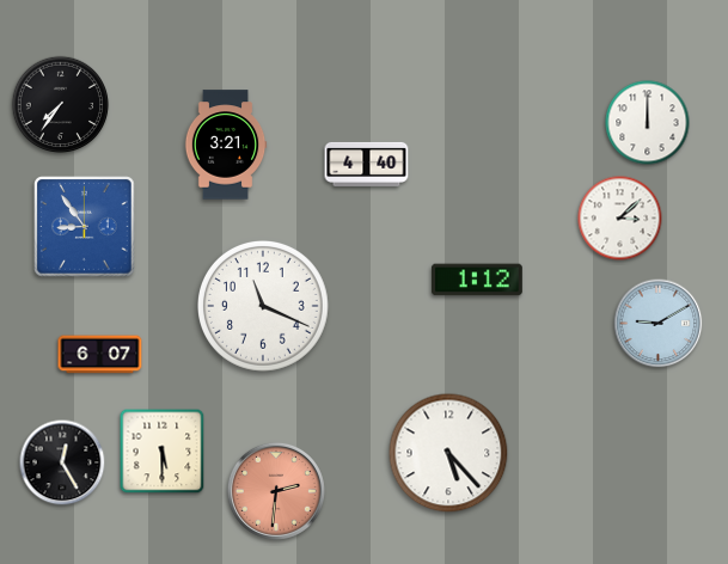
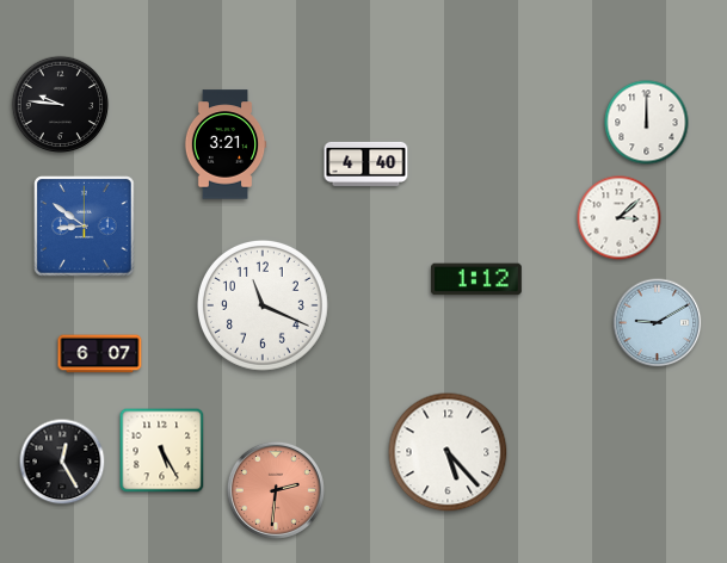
clock at (61, 105): 7:36 -> 9:46
clock at (85, 227): 8:54 -> 8:51
clock at (163, 452): 5:30 -> 5:25
